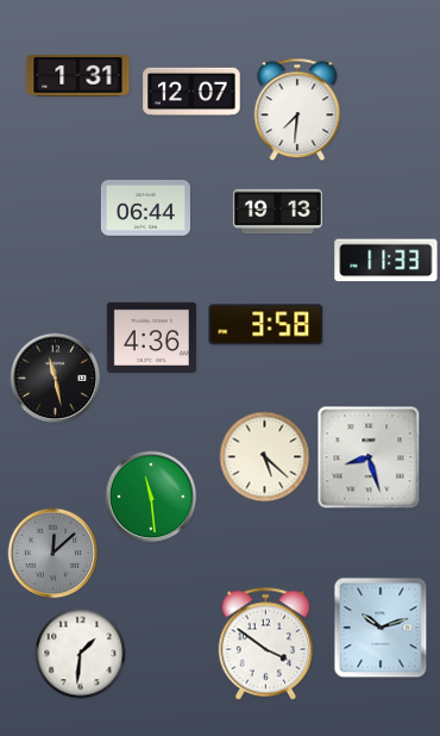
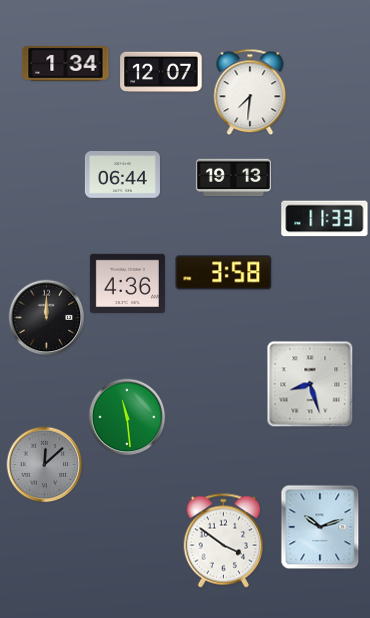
clock at (78, 76): 1:31 -> 1:34
clock at (191, 92) position: (191, 92) -> (161, 72)
clock at (56, 379): 11:28 -> 12:00
clock at (265, 457): 5:22 -> none
clock at (81, 654): 1:31 -> none
